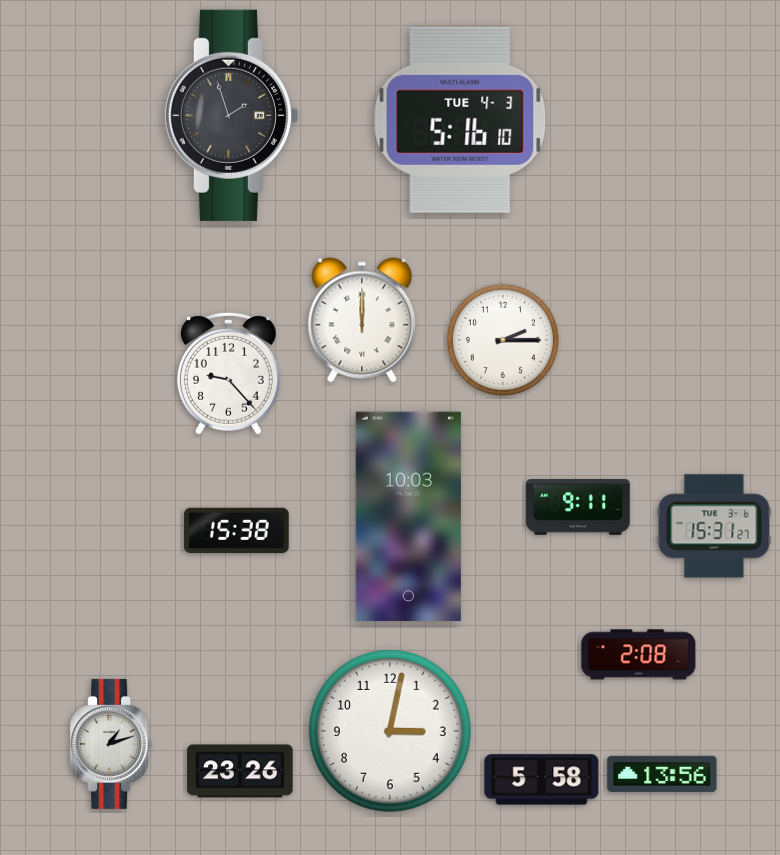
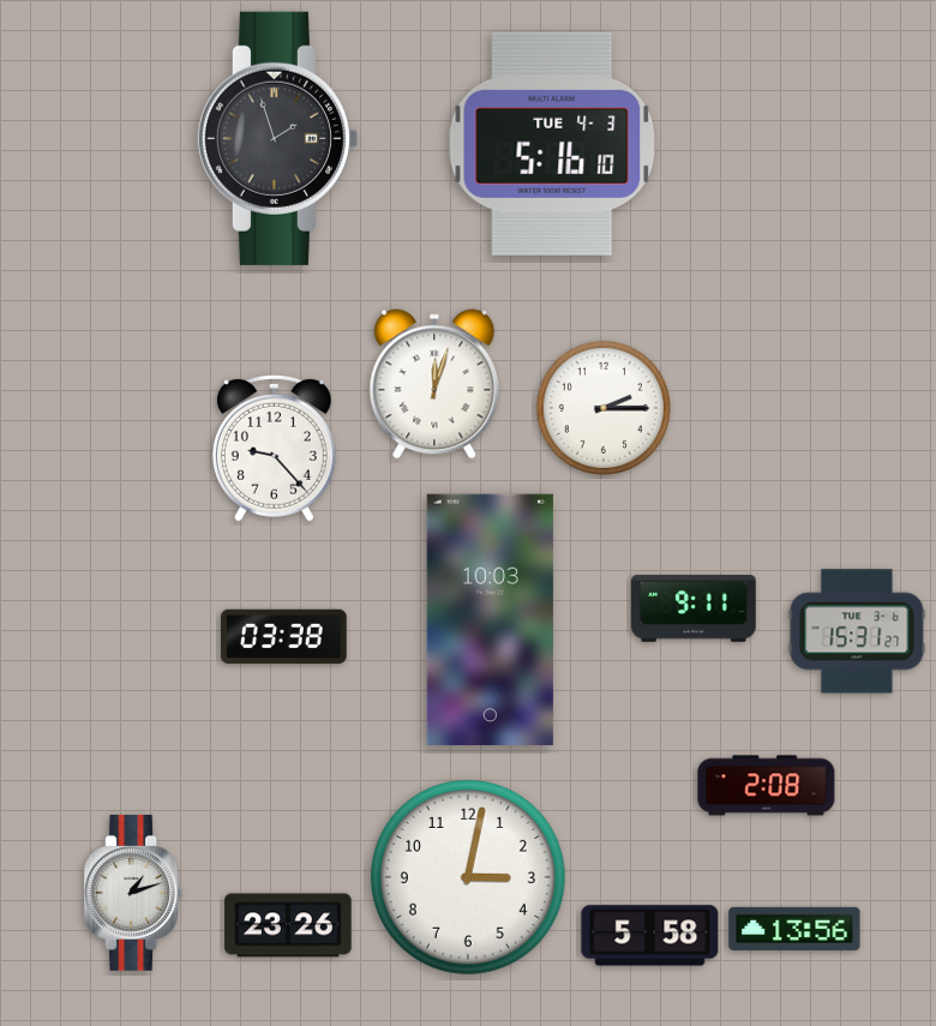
clock at (362, 320): 12:00 -> 12:03
clock at (237, 531): 15:38 -> 03:38
